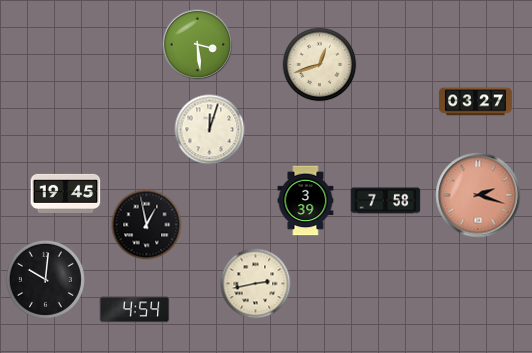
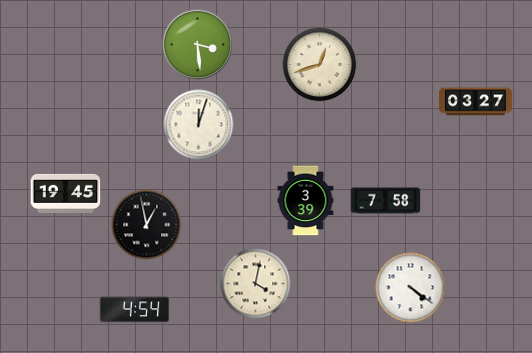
clock at (210, 130) position: (210, 130) -> (199, 125)
clock at (478, 195): 2:18 -> none
clock at (45, 279): 10:01 -> none
clock at (256, 284): 2:43 -> 4:02
clock at (411, 288): none -> 4:21
